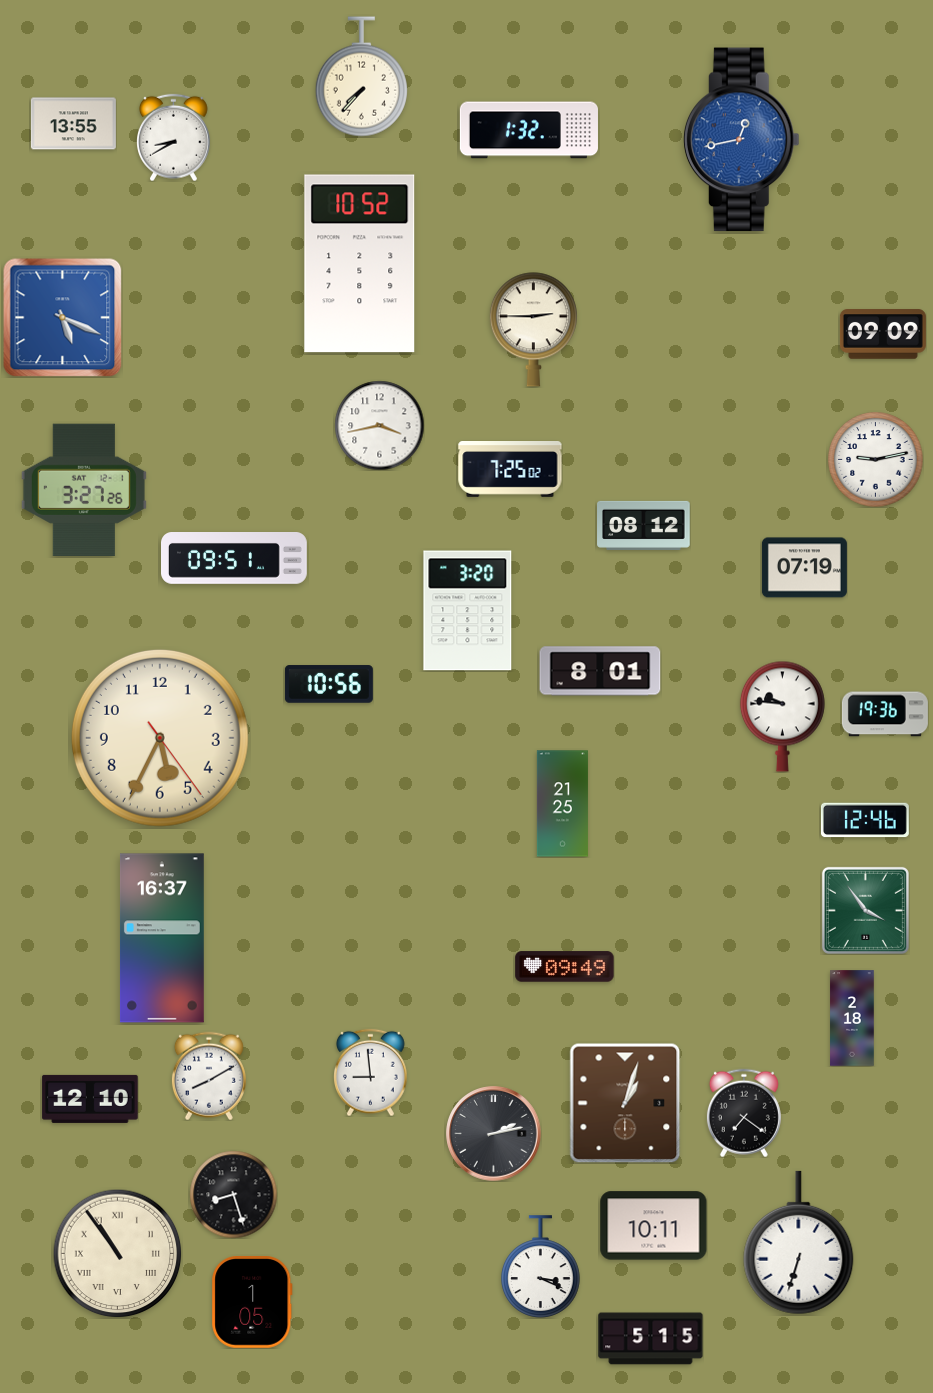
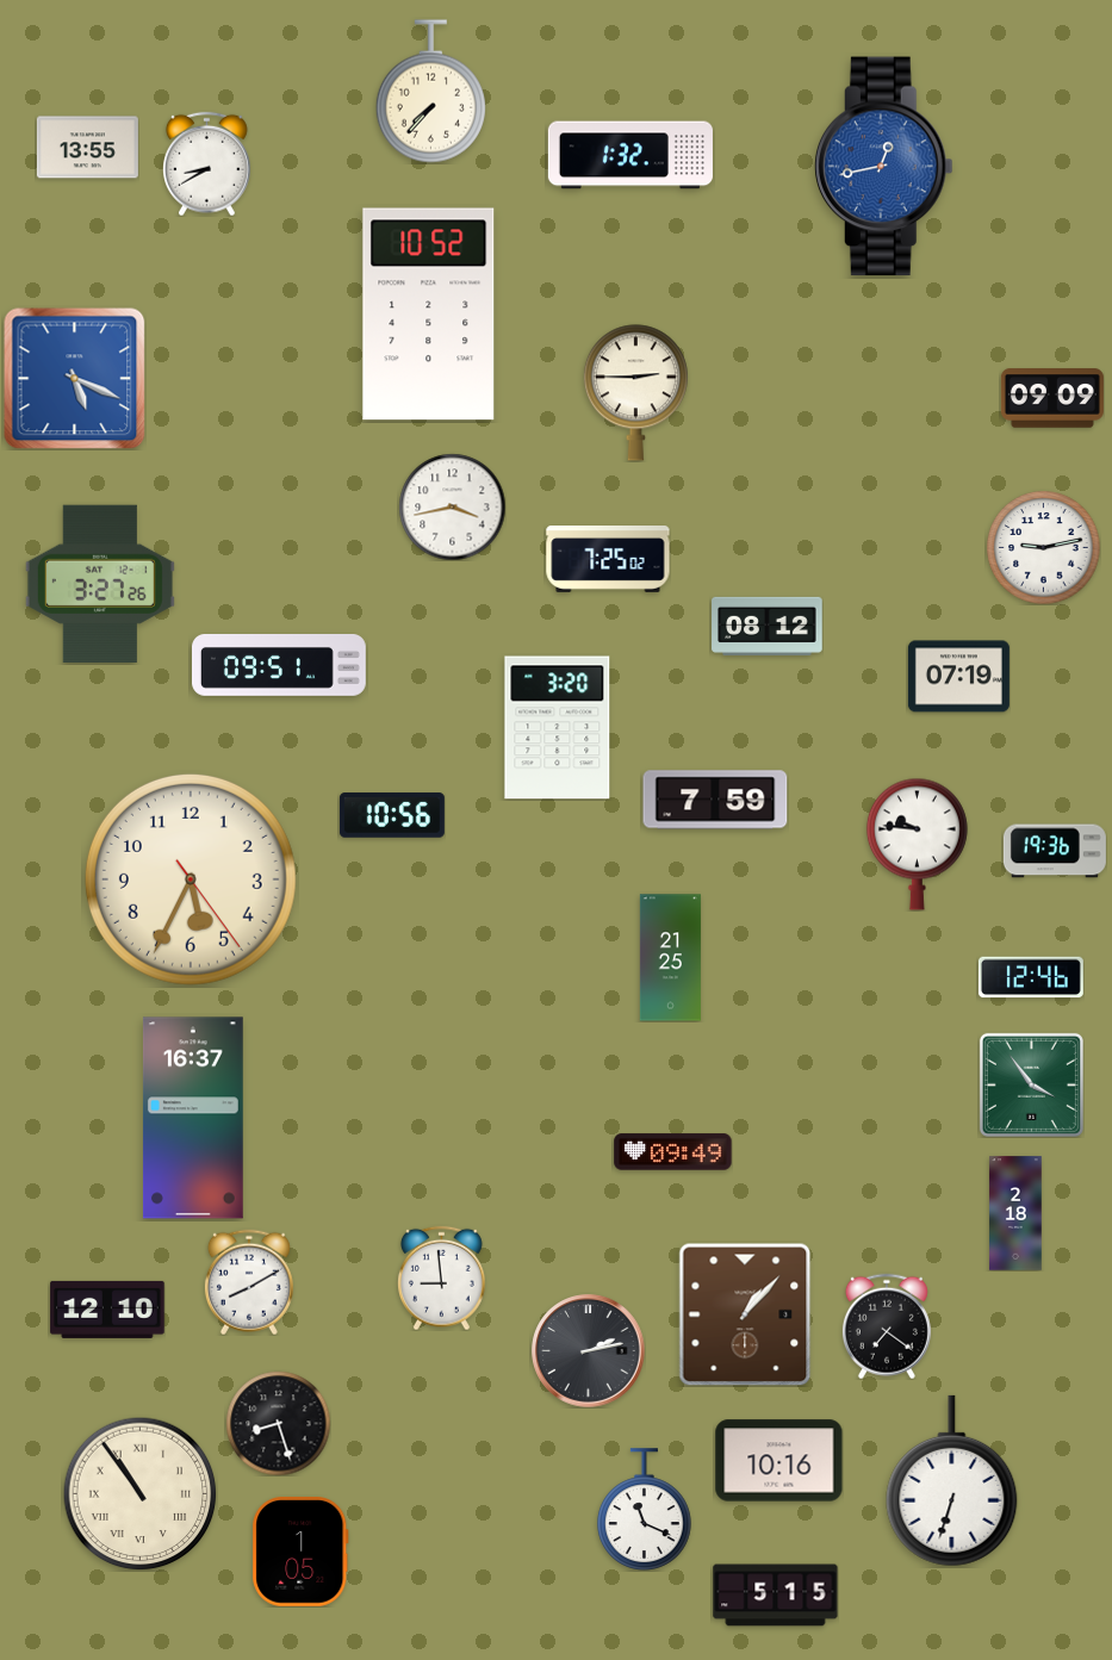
clock at (600, 671): 8:01 -> 7:59
clock at (782, 716) position: (782, 716) -> (917, 844)
clock at (625, 1103): 1:03 -> 1:07
clock at (654, 1226): 10:11 -> 10:16
clock at (541, 1267): 3:19 -> 11:19
